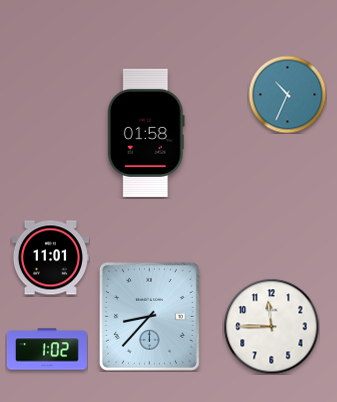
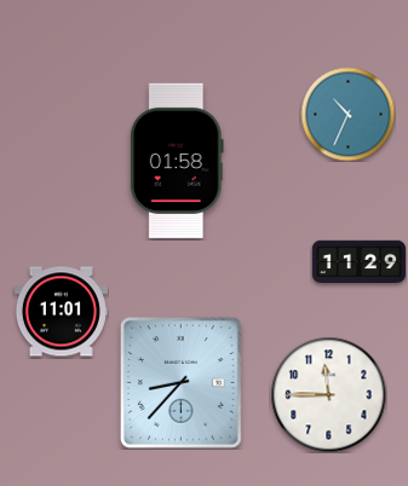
clock at (358, 262): none -> 11:29
clock at (47, 349): 1:02 -> none
